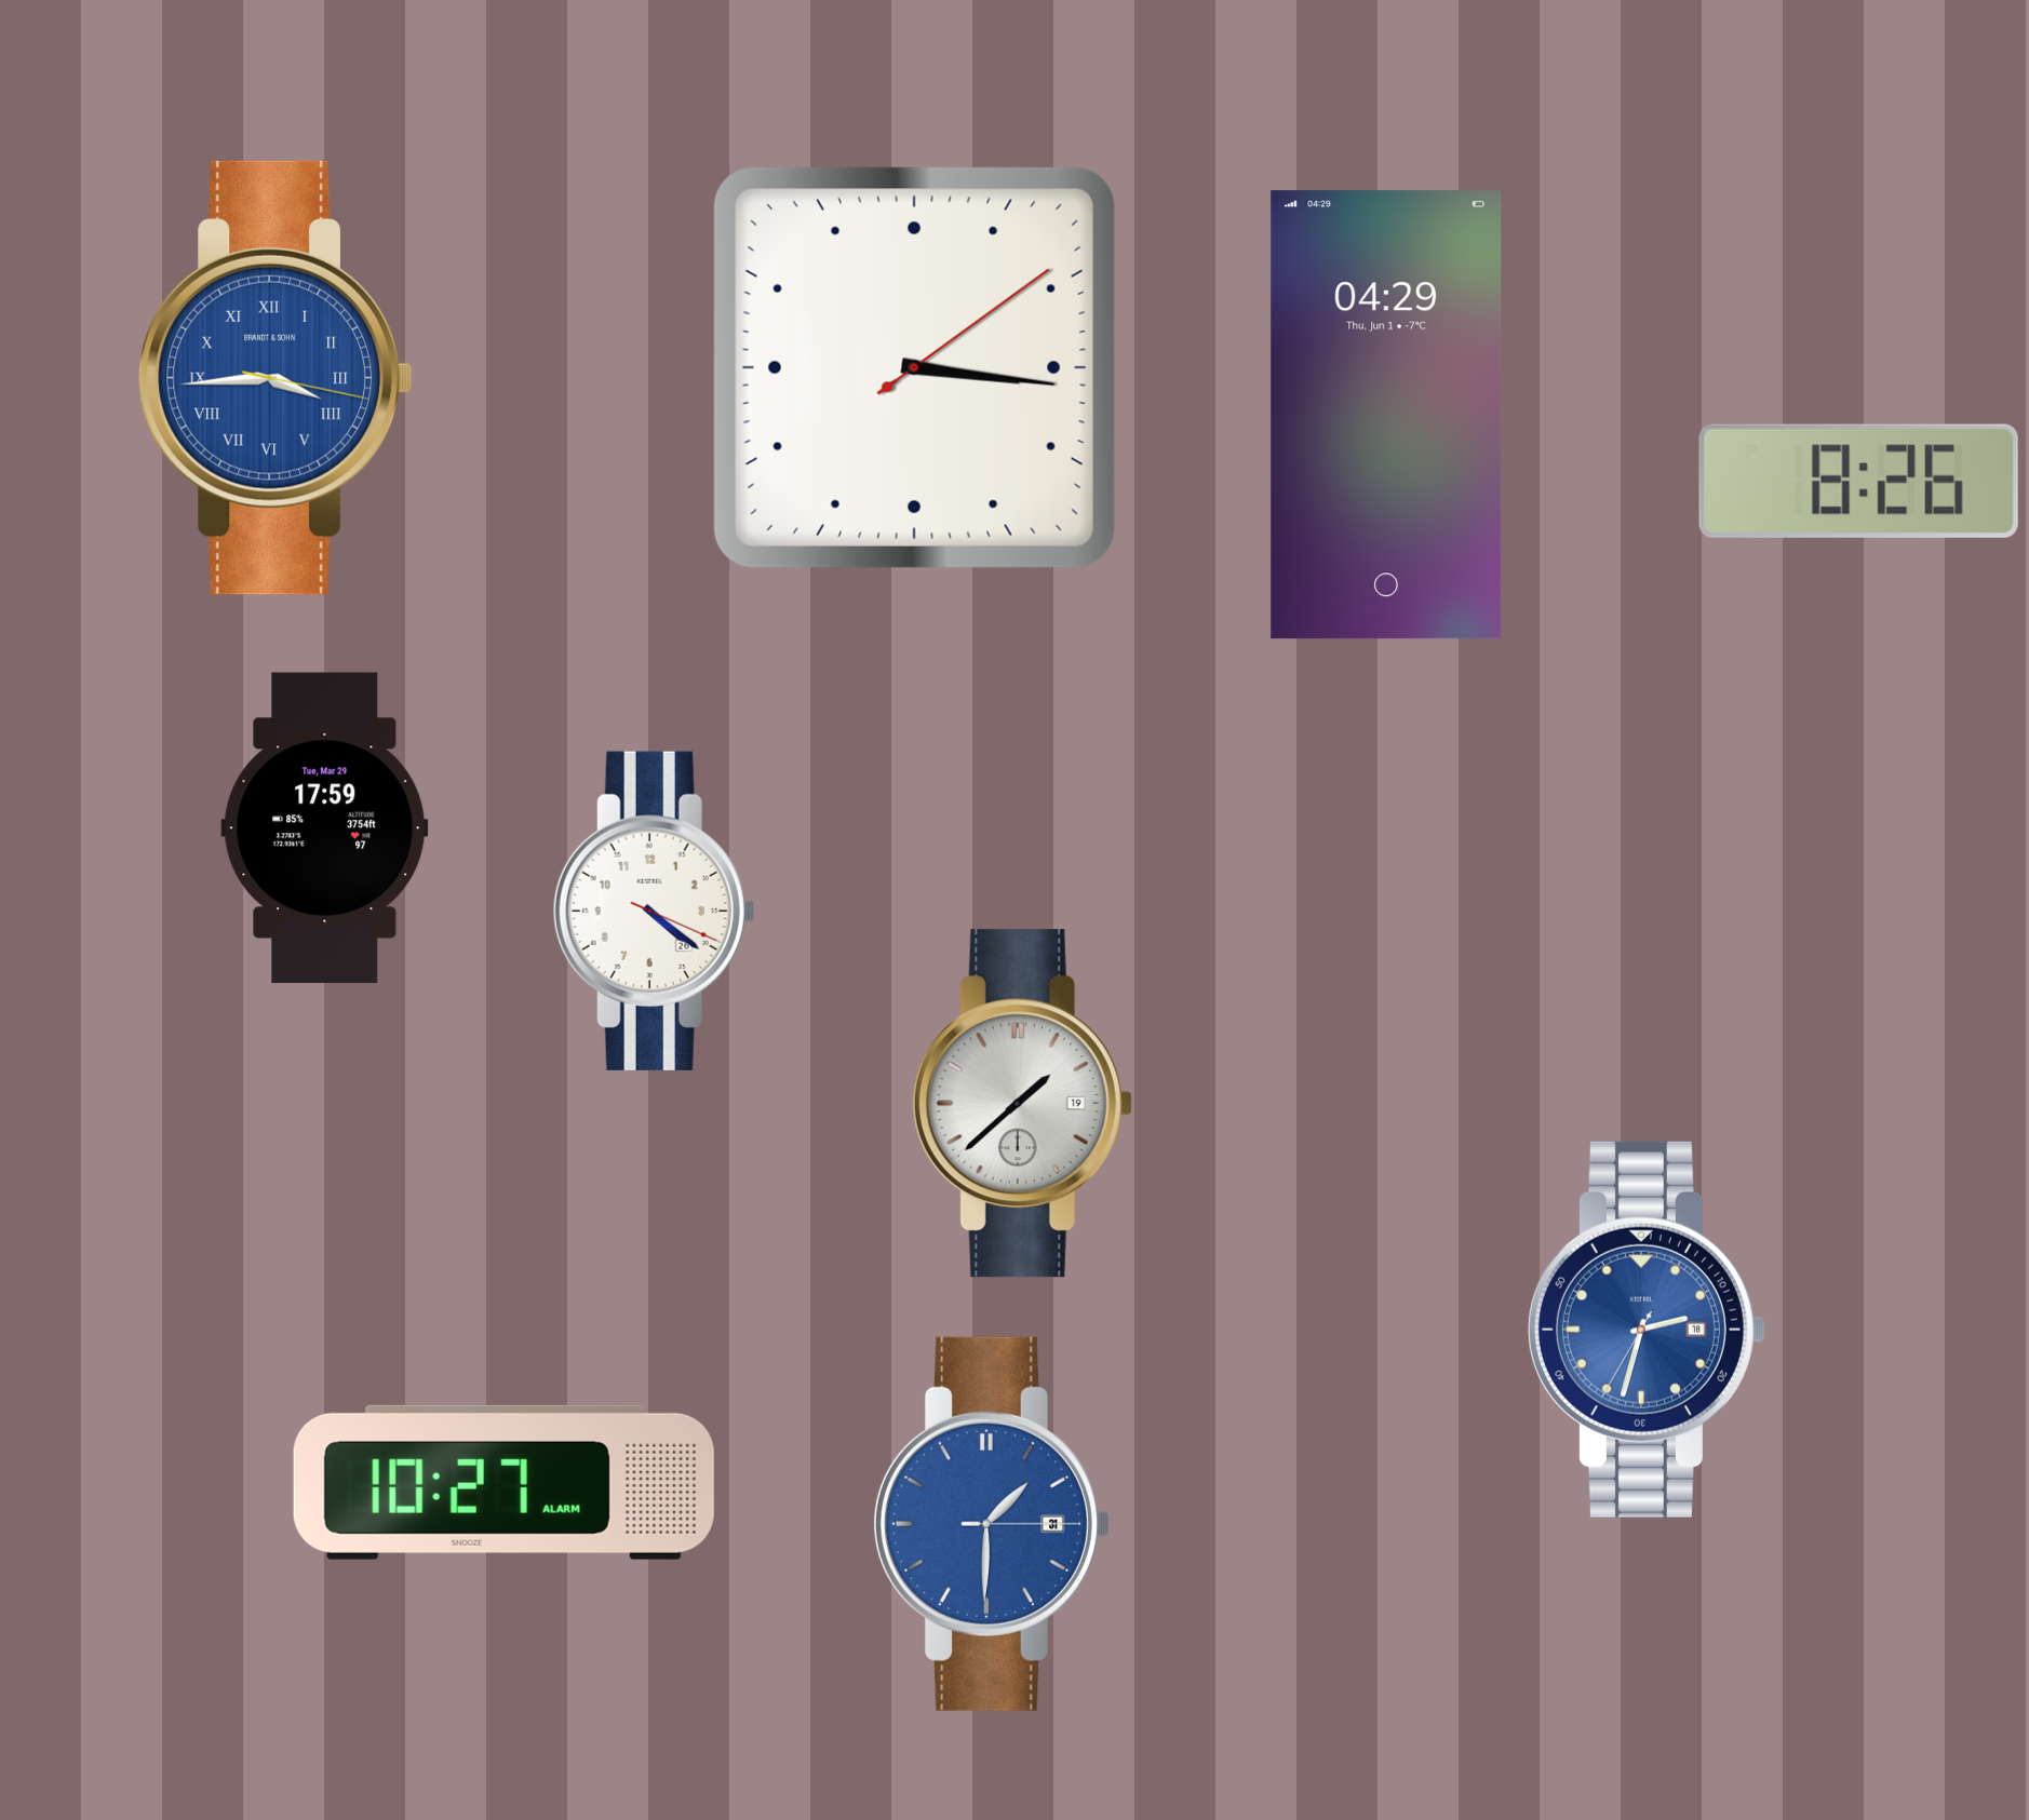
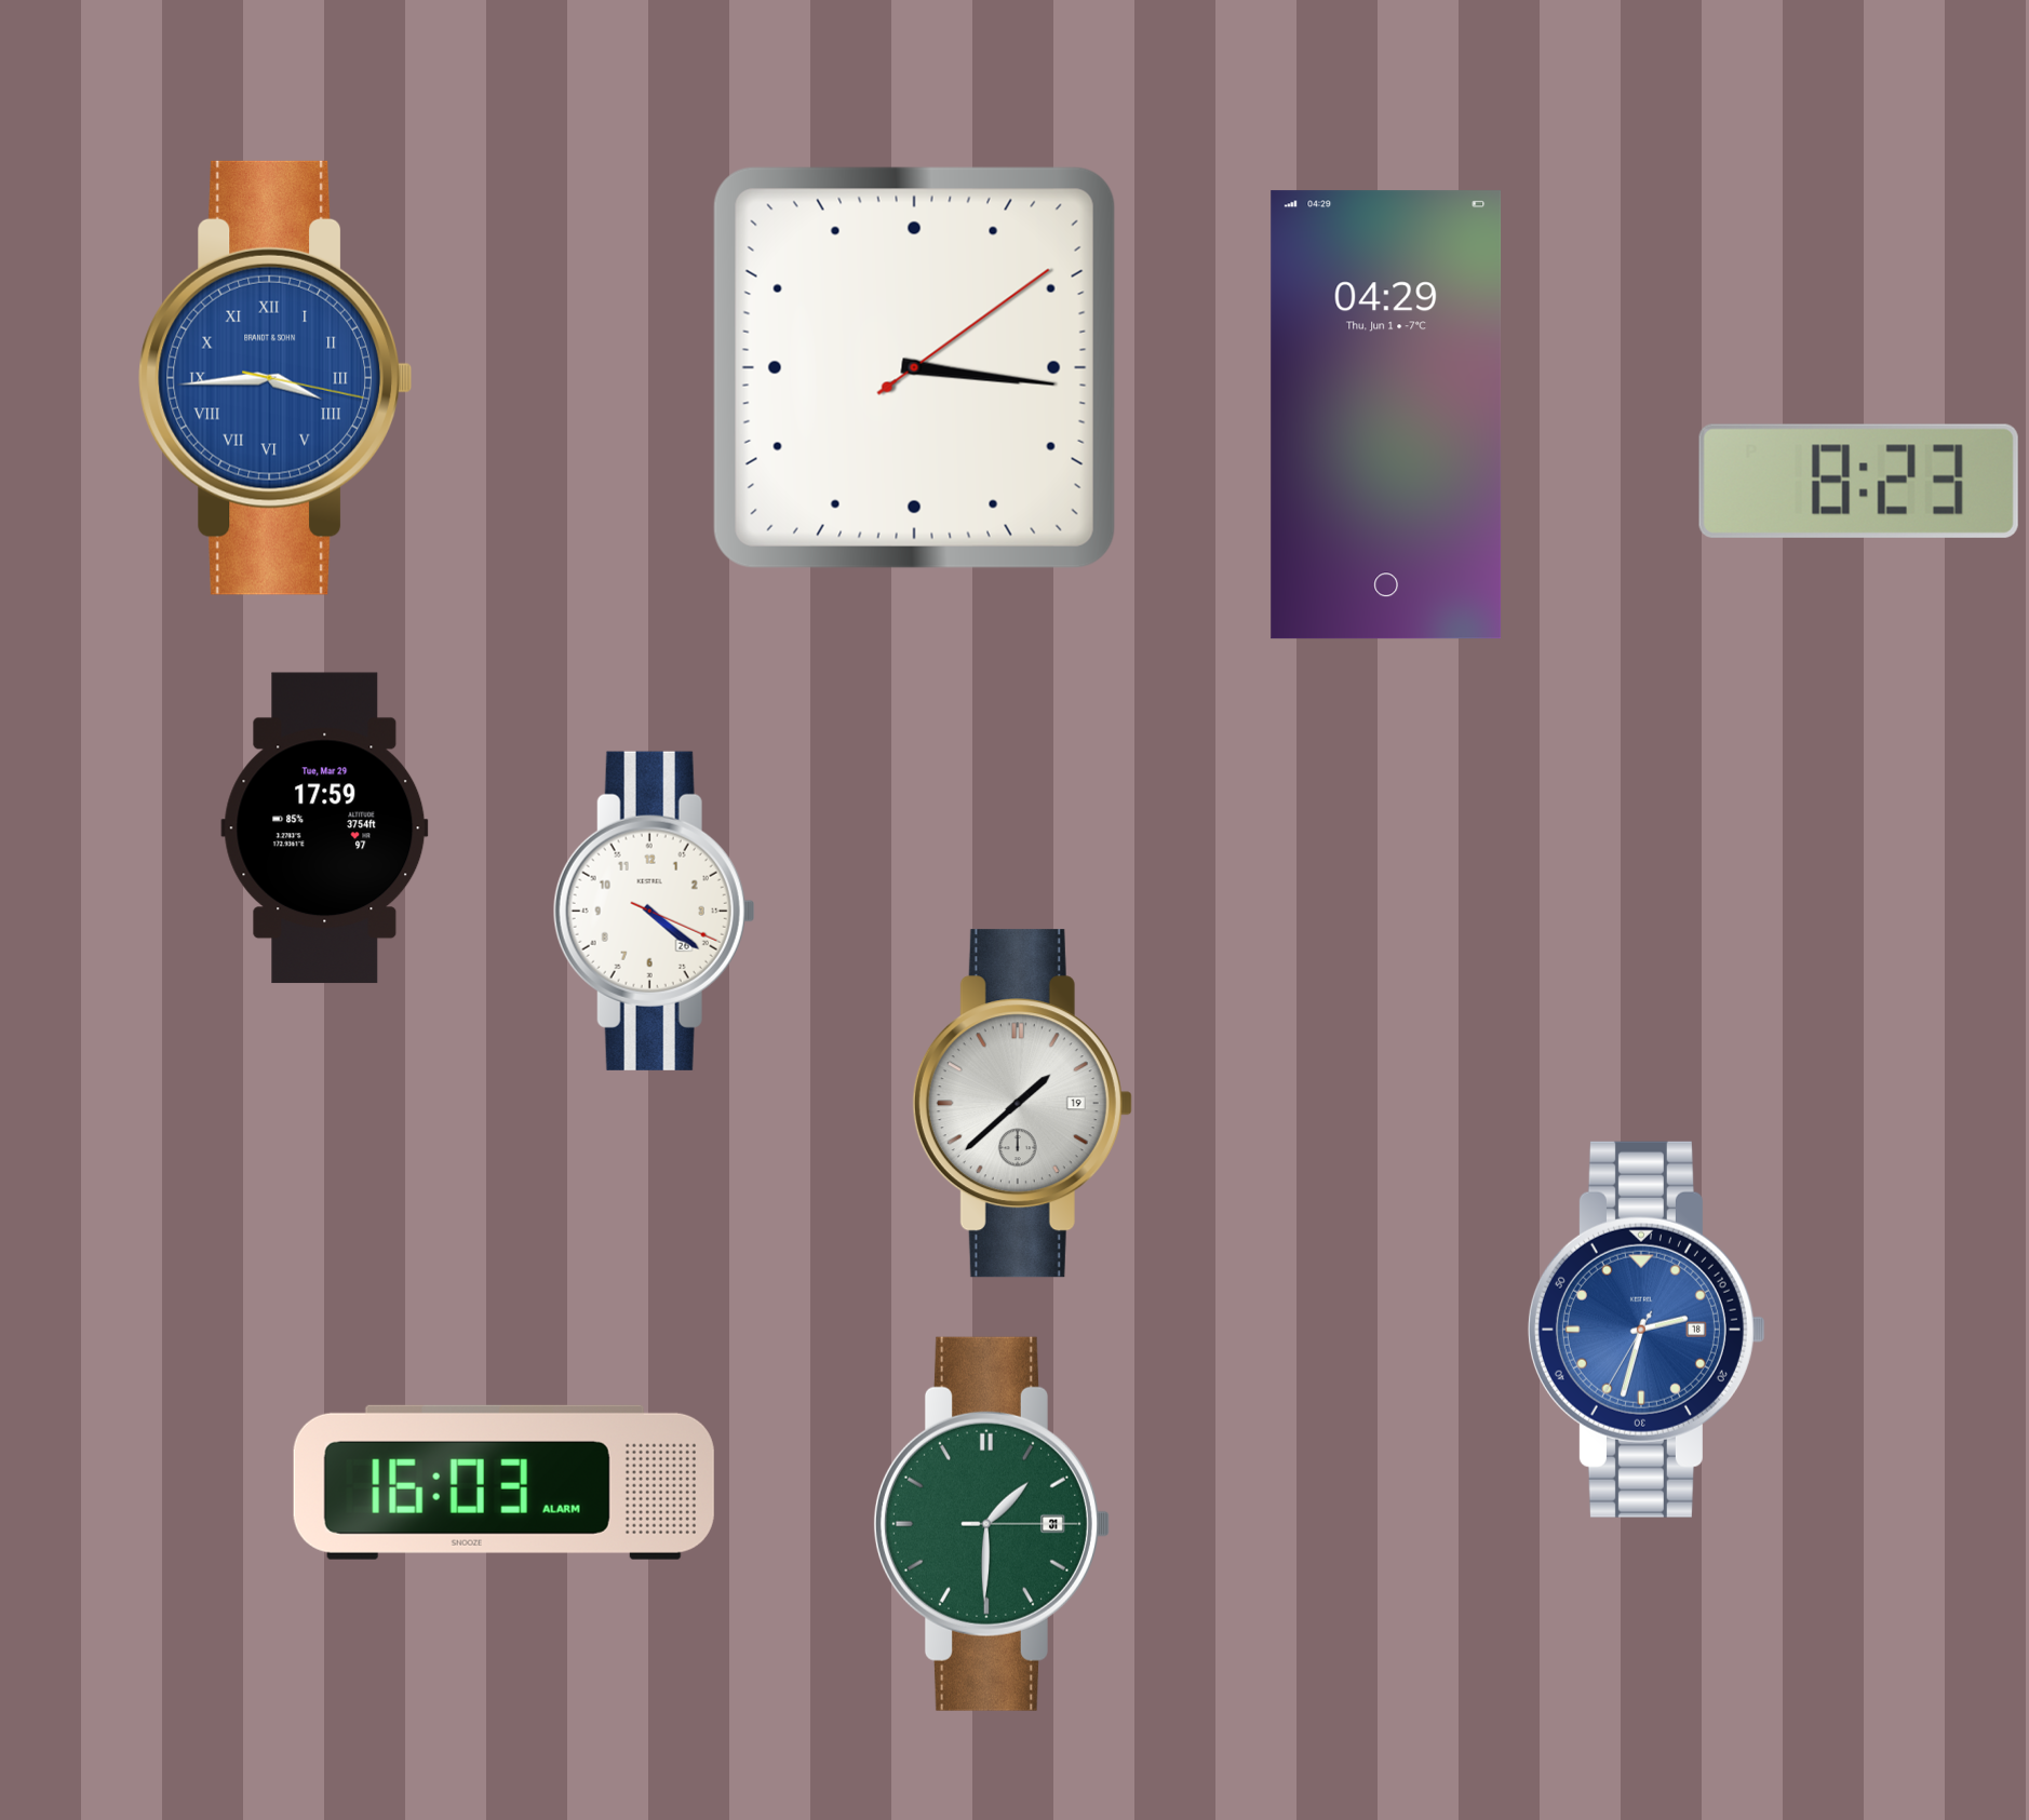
clock at (1858, 481): 8:26 -> 8:23
clock at (503, 1482): 10:27 -> 16:03
clock at (991, 1524) dial: blue -> green
